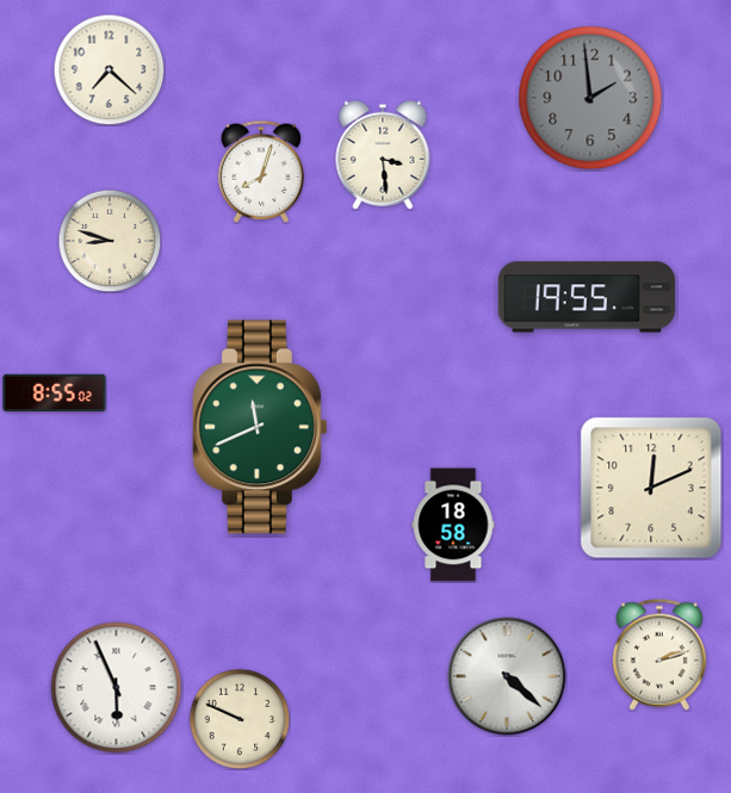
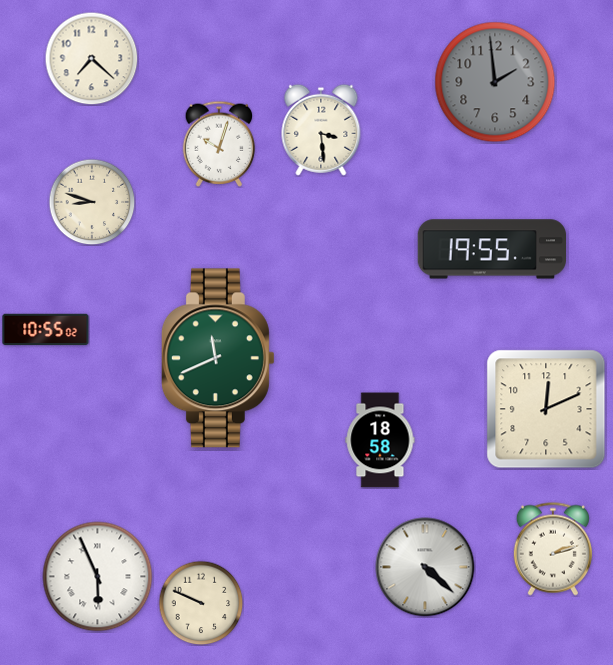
clock at (261, 172): 8:03 -> 10:03
clock at (55, 394): 8:55 -> 10:55
